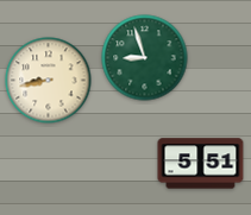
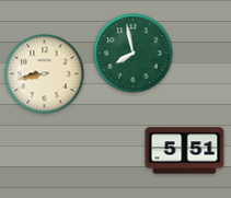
clock at (145, 58): 8:57 -> 7:58
